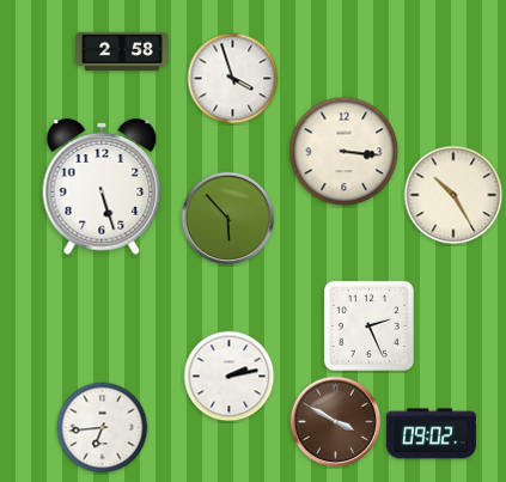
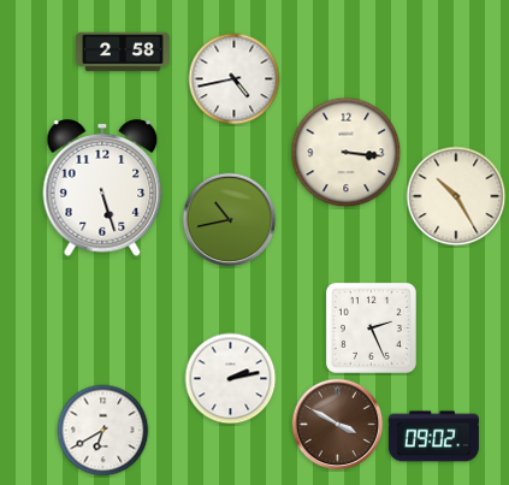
clock at (233, 79): 3:57 -> 4:43
clock at (228, 219): 5:53 -> 10:43
clock at (103, 428): 6:44 -> 6:40
